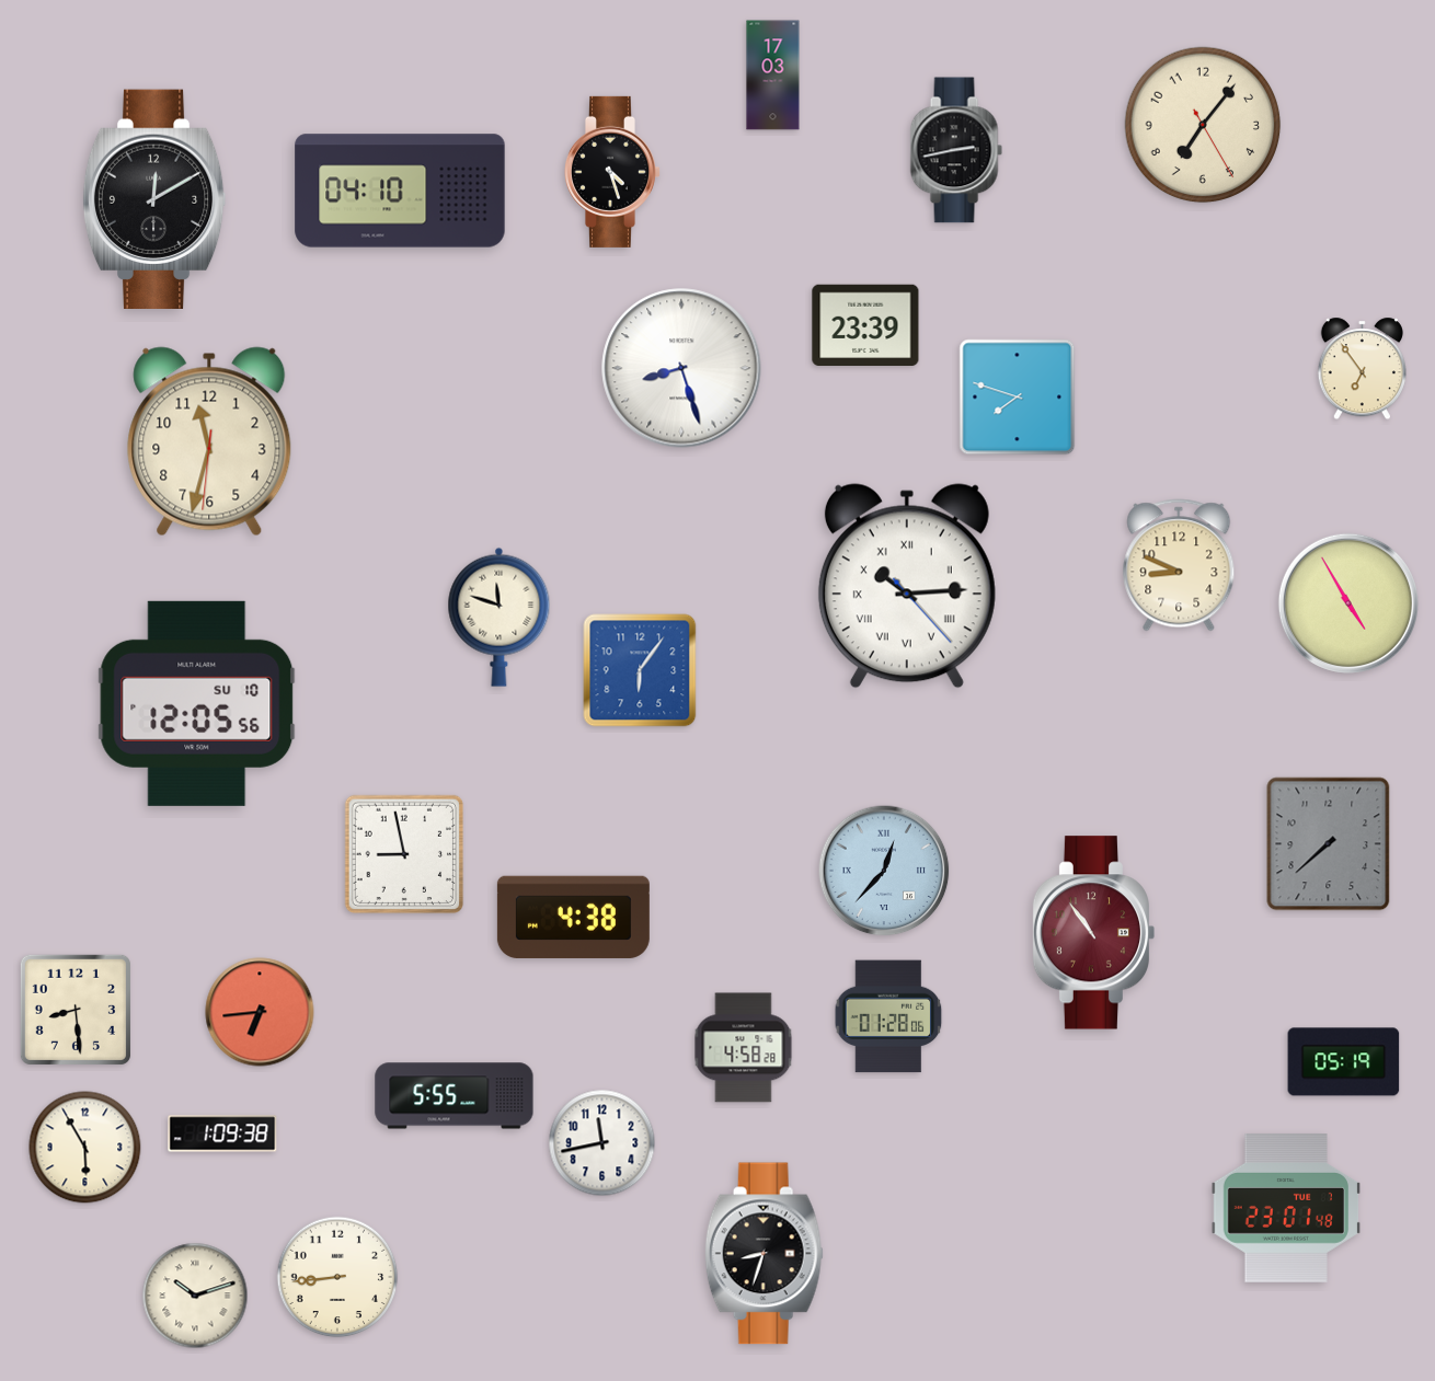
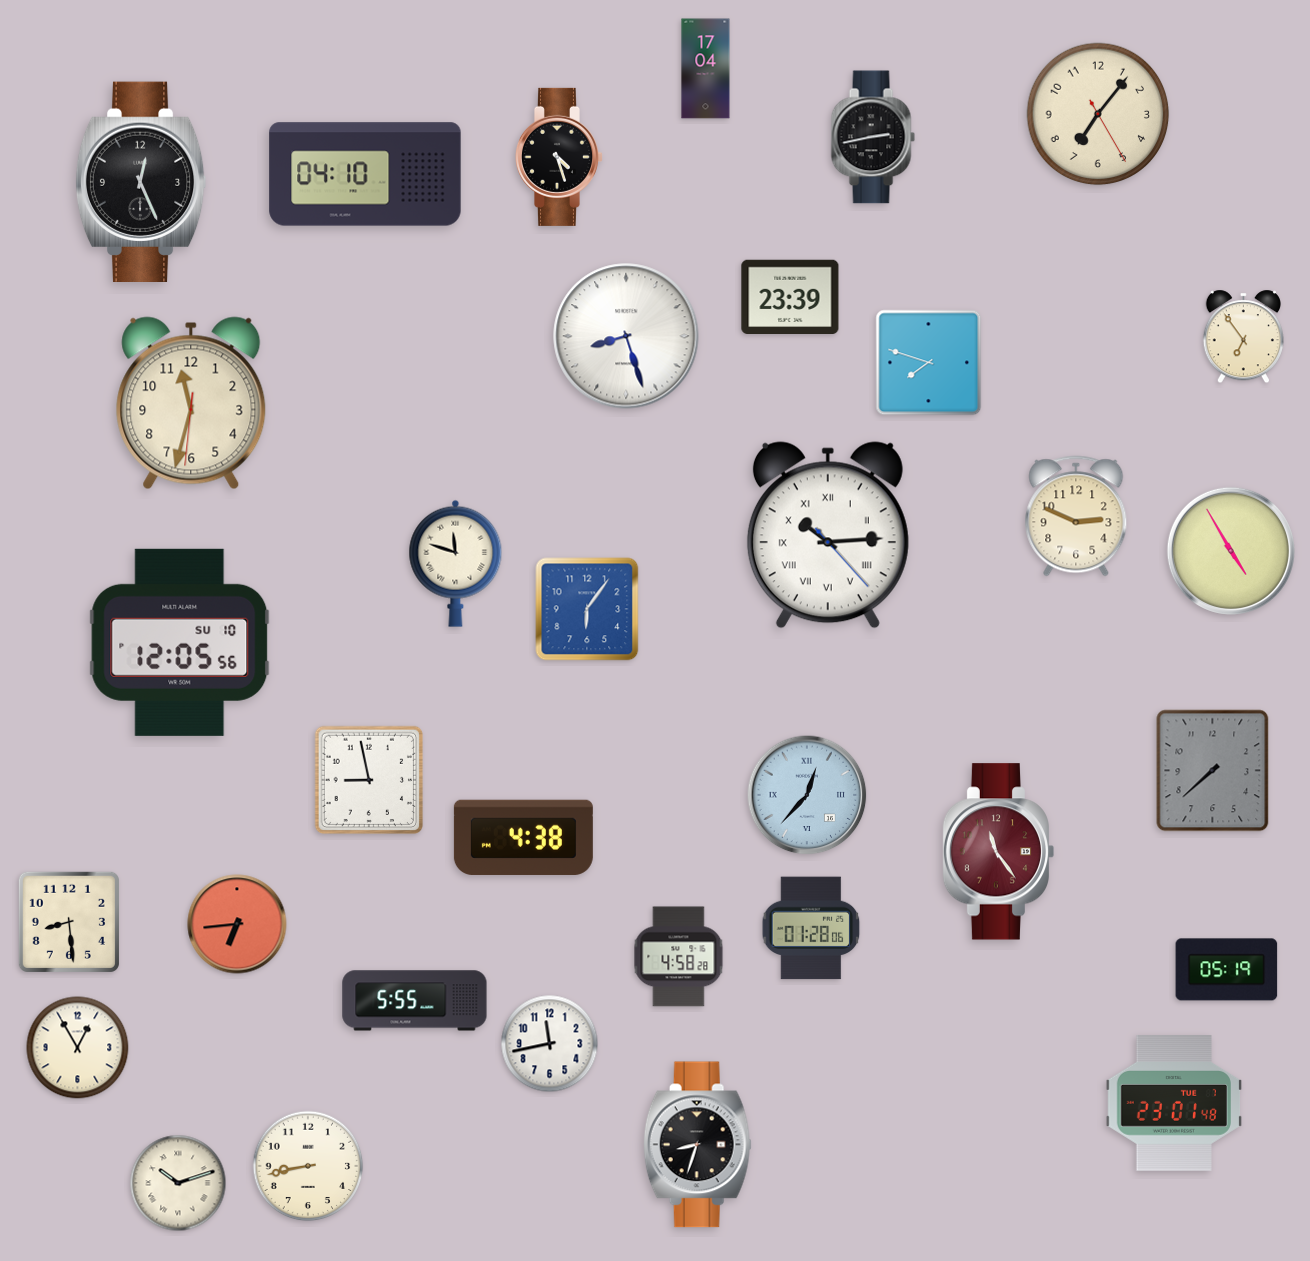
clock at (773, 76): 17:03 -> 17:04
clock at (154, 198): 12:10 -> 12:26
clock at (681, 368) position: (681, 368) -> (626, 336)
clock at (1179, 565): 8:49 -> 2:49
clock at (640, 670) position: (640, 670) -> (587, 609)
clock at (1094, 933): 10:54 -> 11:24
clock at (222, 1133): 1:09 -> none
clock at (85, 1148): 5:55 -> 12:55
clock at (337, 1277): 8:44 -> 8:43
